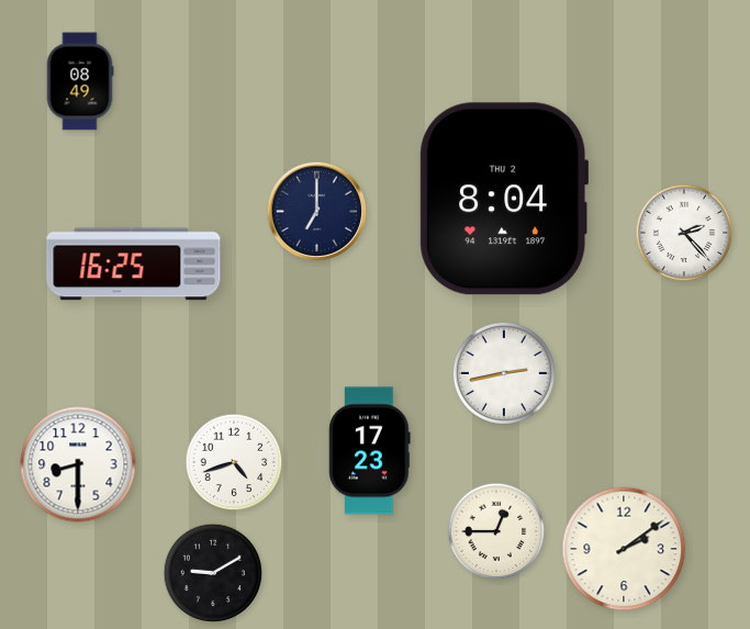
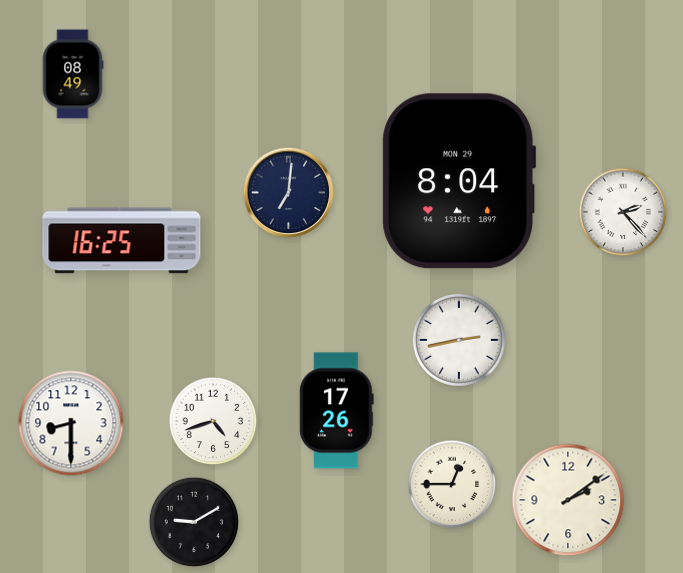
clock at (504, 199) date: THU 2 -> MON 29
clock at (316, 211): 7:00 -> 7:01
clock at (370, 451): 17:23 -> 17:26
